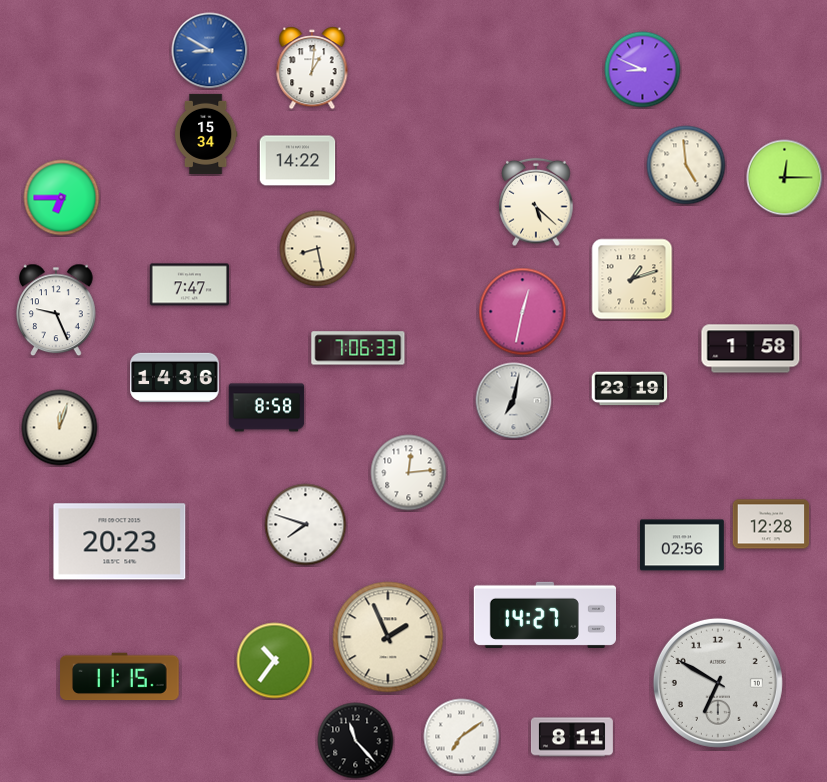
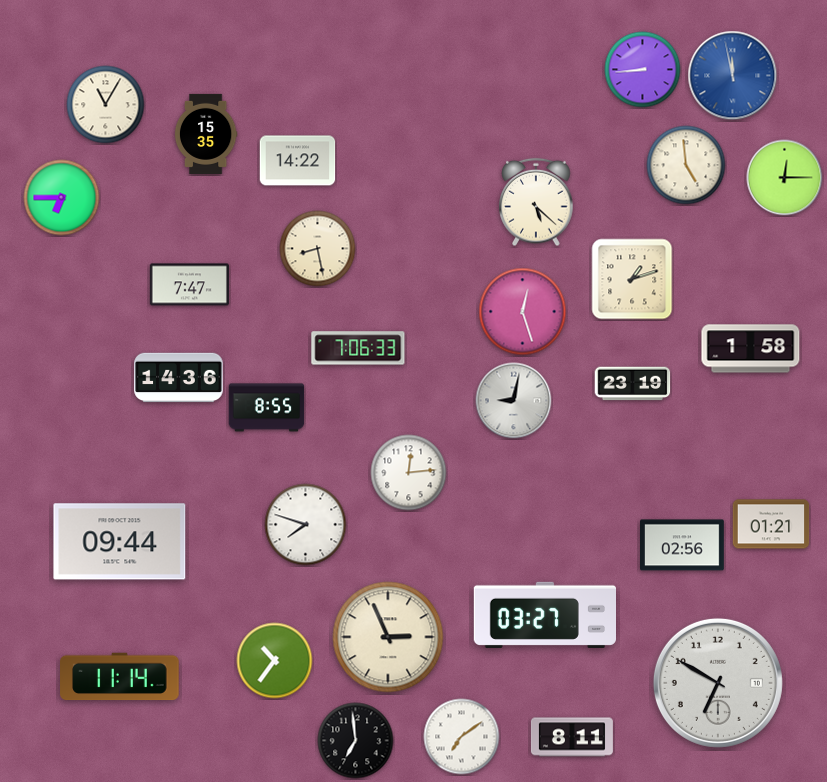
clock at (210, 51): 8:50 -> none
clock at (312, 68): 1:01 -> none
clock at (643, 70): 8:49 -> 8:44
clock at (733, 76): none -> 11:58
clock at (106, 105): none -> 11:05
clock at (206, 134): 15:34 -> 15:35
clock at (57, 310): 9:26 -> none
clock at (523, 312): 12:32 -> 12:27
clock at (175, 378) position: (175, 378) -> (179, 378)
clock at (630, 389) position: (630, 389) -> (633, 384)
clock at (514, 401): 7:02 -> 9:02
clock at (267, 408): 8:58 -> 8:55
clock at (60, 428): 12:03 -> none
clock at (771, 524): 12:28 -> 01:21
clock at (120, 542): 20:23 -> 09:44
clock at (544, 615): 14:27 -> 03:27
clock at (388, 637): 1:56 -> 2:56
clock at (120, 677): 11:15 -> 11:14
clock at (356, 741): 11:23 -> 6:59
